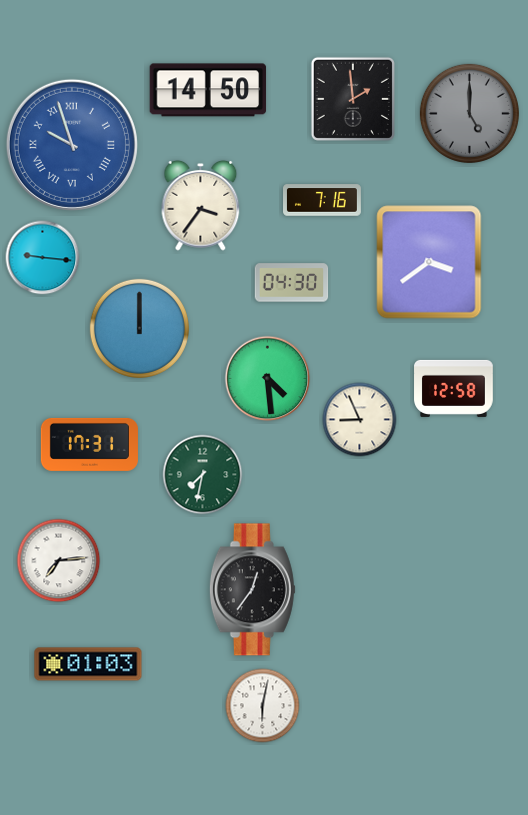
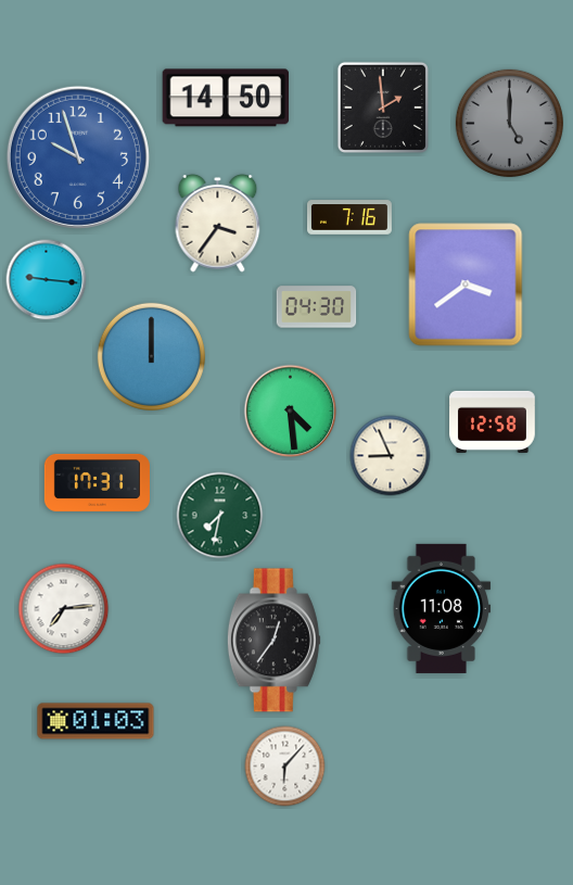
clock at (72, 145) numerals: Roman -> Arabic
clock at (442, 608): none -> 11:08
clock at (263, 706): 6:02 -> 6:07
